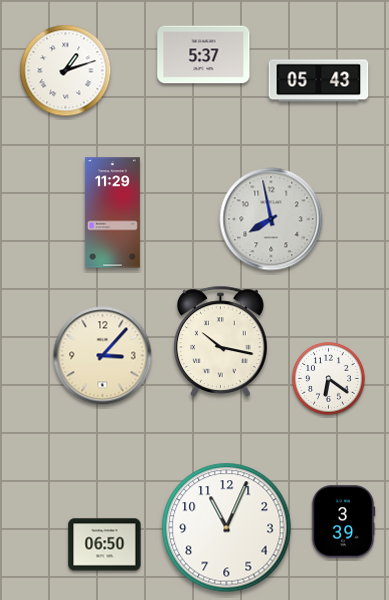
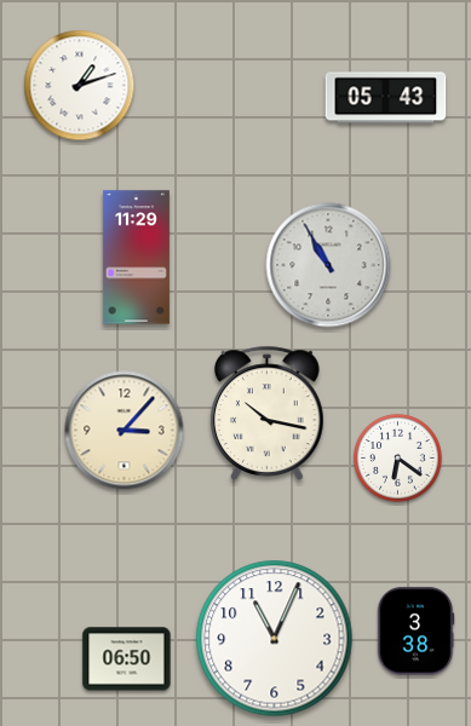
clock at (204, 55): 5:37 -> none
clock at (271, 219): 7:58 -> 10:55
clock at (343, 522): 3:39 -> 3:38
